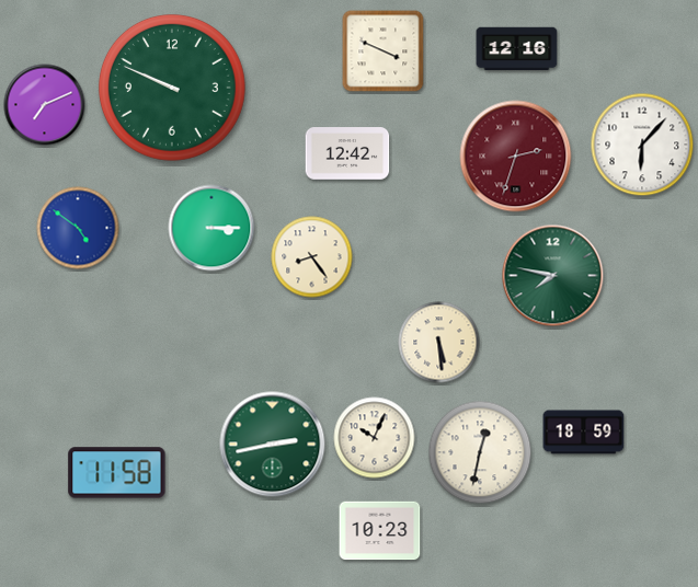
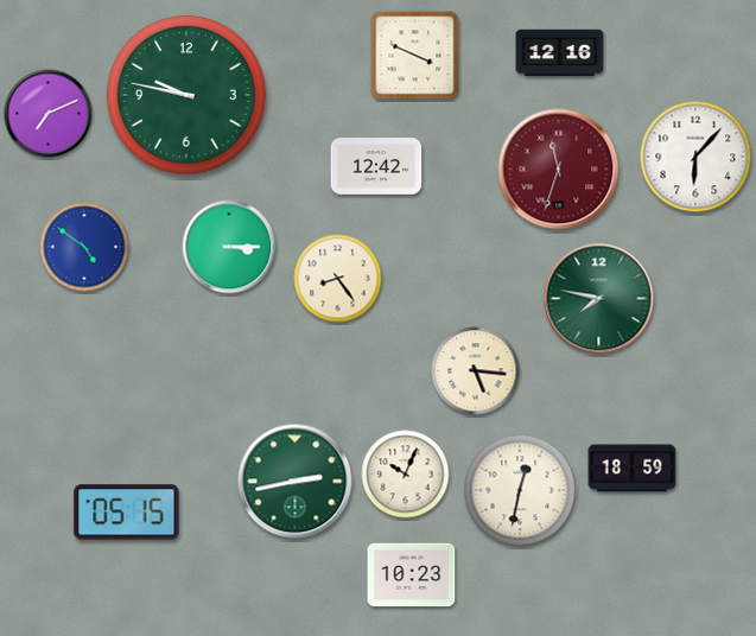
clock at (172, 88): 9:49 -> 9:47
clock at (516, 157): 2:33 -> 11:33
clock at (439, 343): 5:29 -> 5:16
clock at (117, 473): 11:58 -> 05:15
